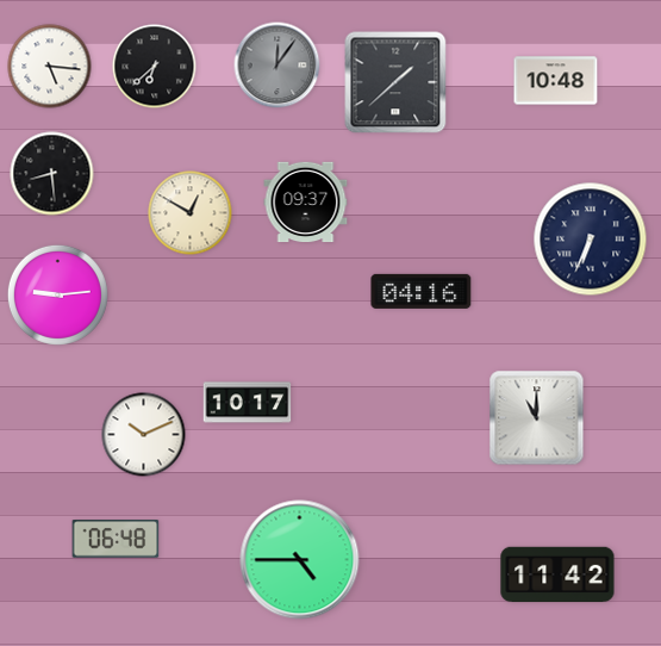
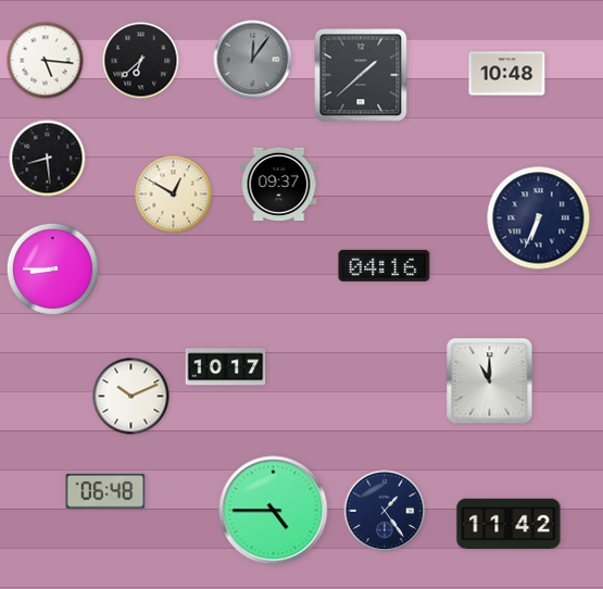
clock at (57, 294): 9:14 -> 8:45
clock at (385, 511): none -> 1:24
